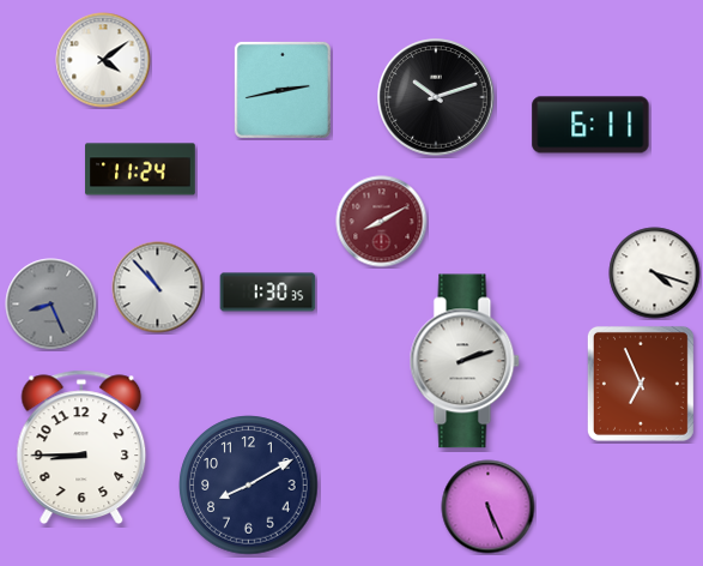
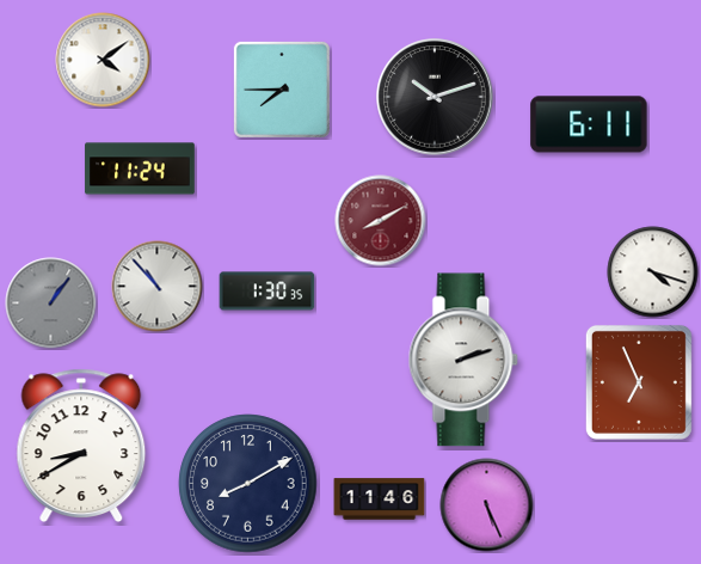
clock at (283, 90): 2:43 -> 7:45
clock at (51, 305): 8:26 -> 1:06
clock at (81, 447): 8:45 -> 8:40
clock at (380, 499): none -> 11:46
